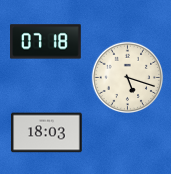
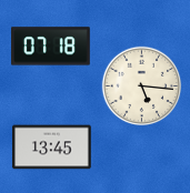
clock at (128, 78): 5:18 -> 5:16
clock at (47, 133): 18:03 -> 13:45
